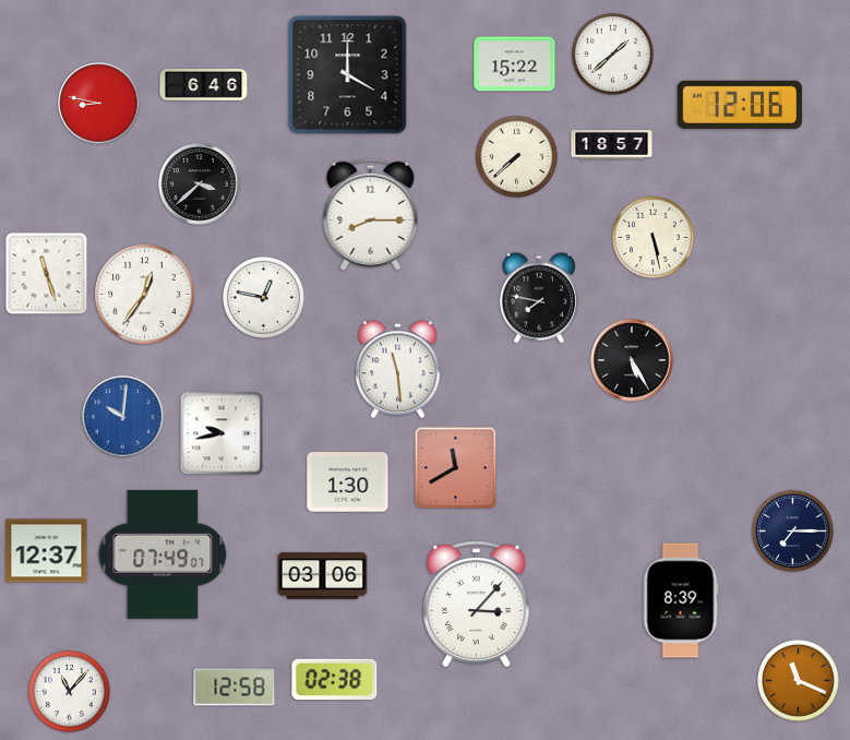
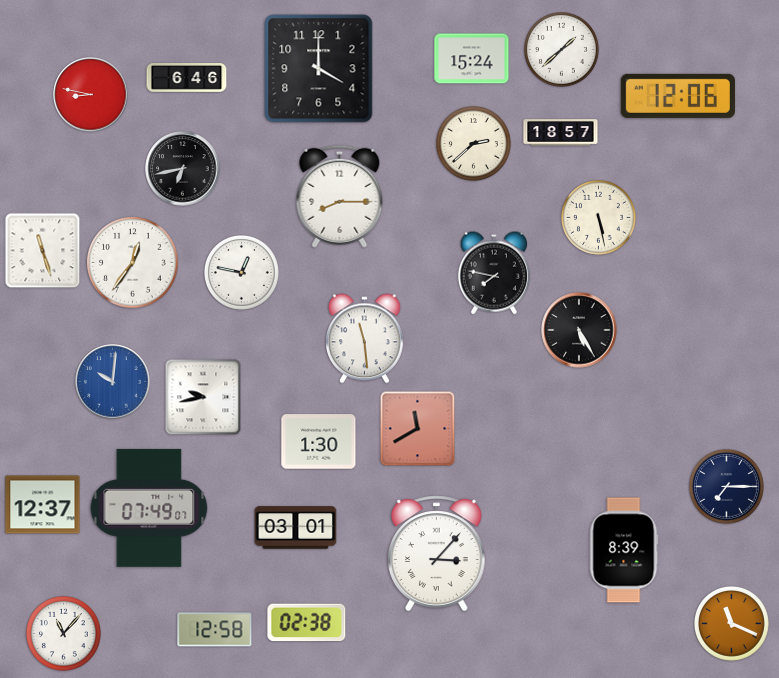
clock at (515, 64): 15:22 -> 15:24
clock at (517, 157): 7:38 -> 2:38
clock at (200, 184): 3:38 -> 6:43
clock at (145, 295) position: (145, 295) -> (133, 263)
clock at (323, 576): 03:06 -> 03:01
